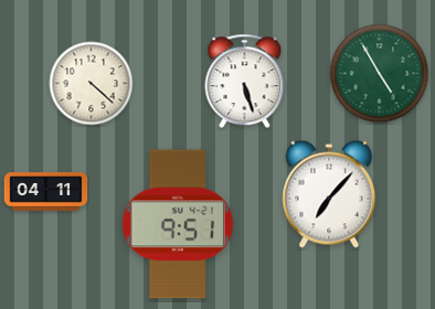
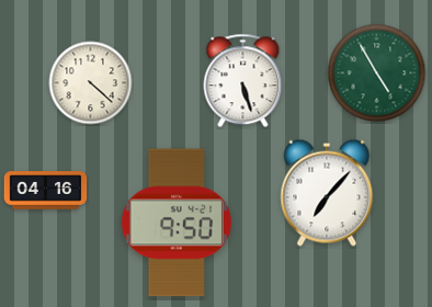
clock at (46, 192): 04:11 -> 04:16
clock at (178, 224): 9:51 -> 9:50
